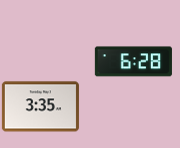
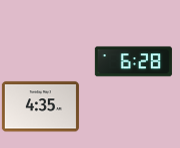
clock at (40, 107): 3:35 -> 4:35
